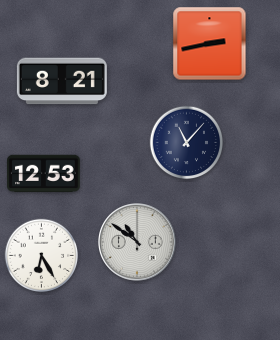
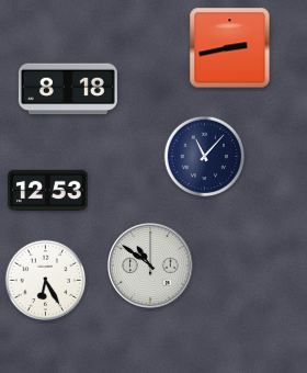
clock at (62, 81): 8:21 -> 8:18
